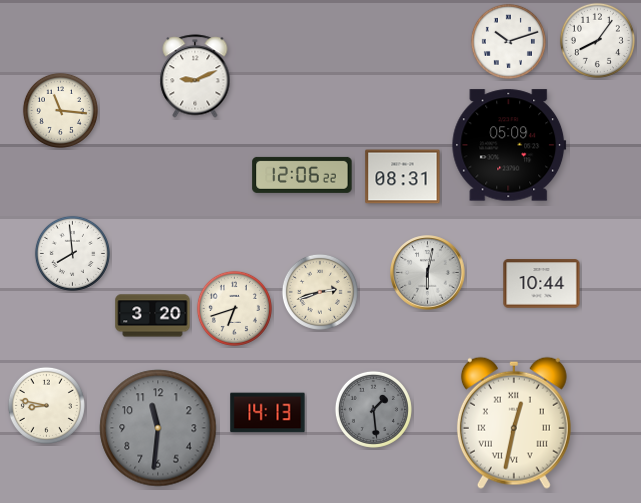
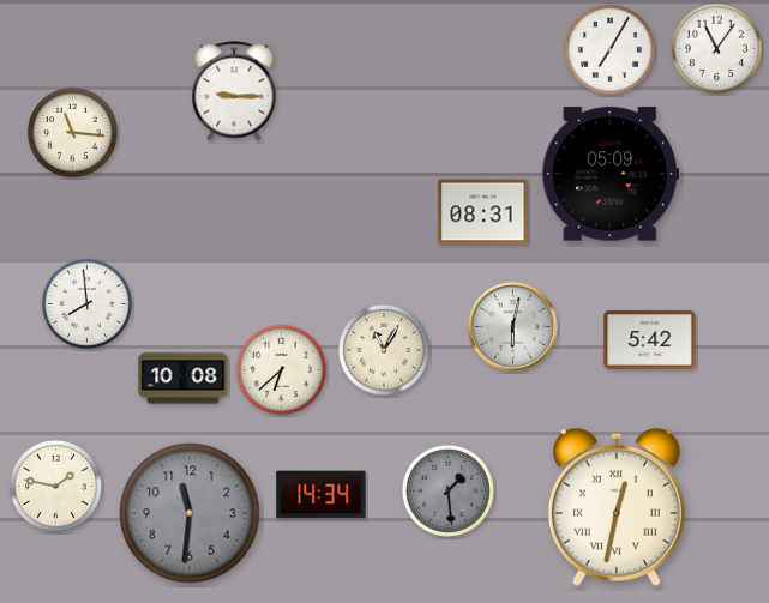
clock at (597, 40): 8:06 -> 11:06
clock at (508, 41): 10:12 -> 7:05
clock at (195, 76): 9:11 -> 9:15
clock at (302, 175): 12:06 -> none
clock at (542, 284): 10:44 -> 5:42
clock at (320, 292): 2:42 -> 11:05
clock at (234, 308): 6:42 -> 6:38
clock at (153, 316): 3:20 -> 10:08
clock at (46, 405): 8:47 -> 1:47
clock at (268, 413): 14:13 -> 14:34
